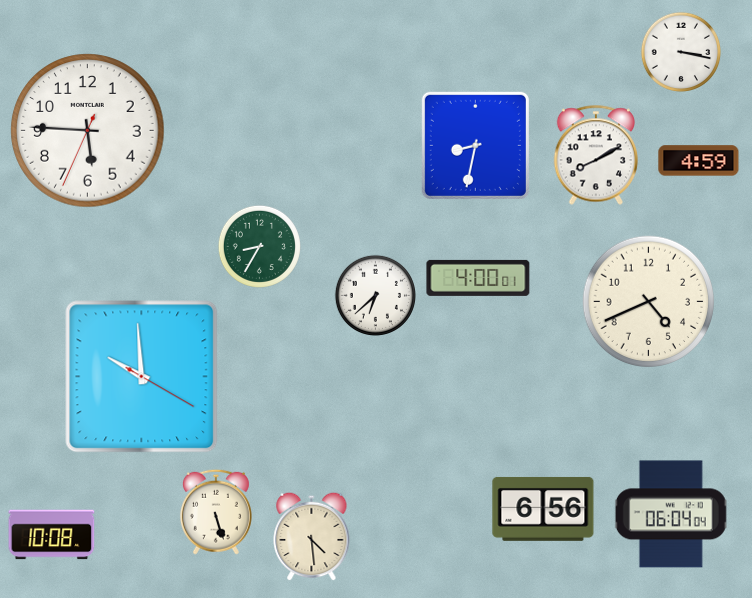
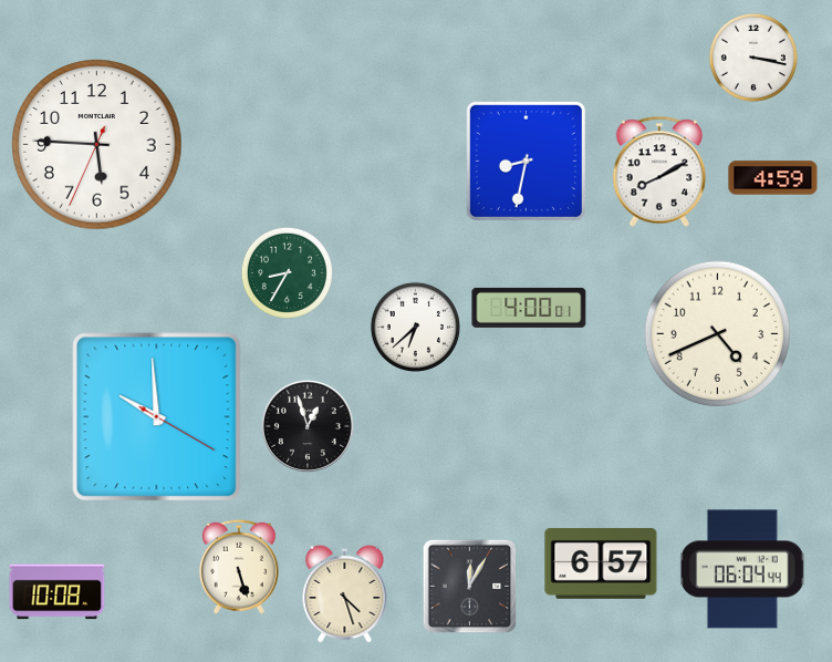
clock at (308, 426): none -> 12:57
clock at (543, 509): 6:56 -> 6:57
clock at (671, 514): 06:04:04 -> 06:04:44
clock at (470, 587): none -> 12:05
clock at (312, 536): 4:29 -> 4:27
